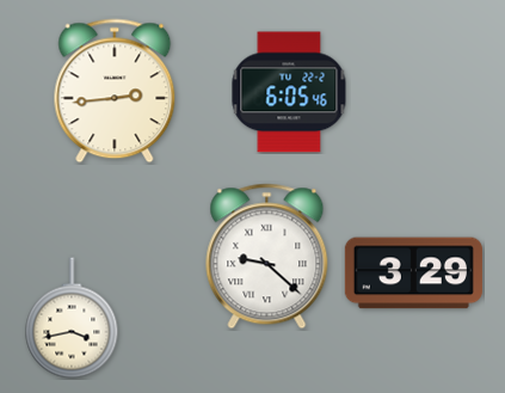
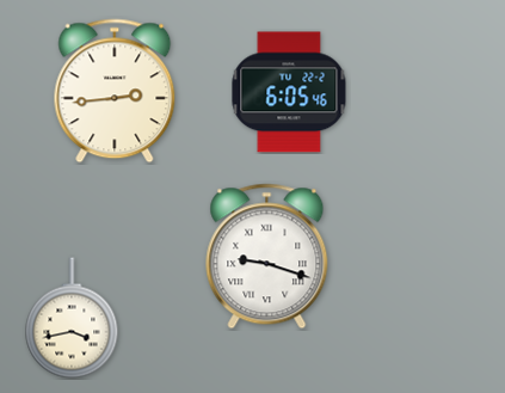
clock at (267, 257): 9:22 -> 9:18
clock at (413, 274): 3:29 -> none
